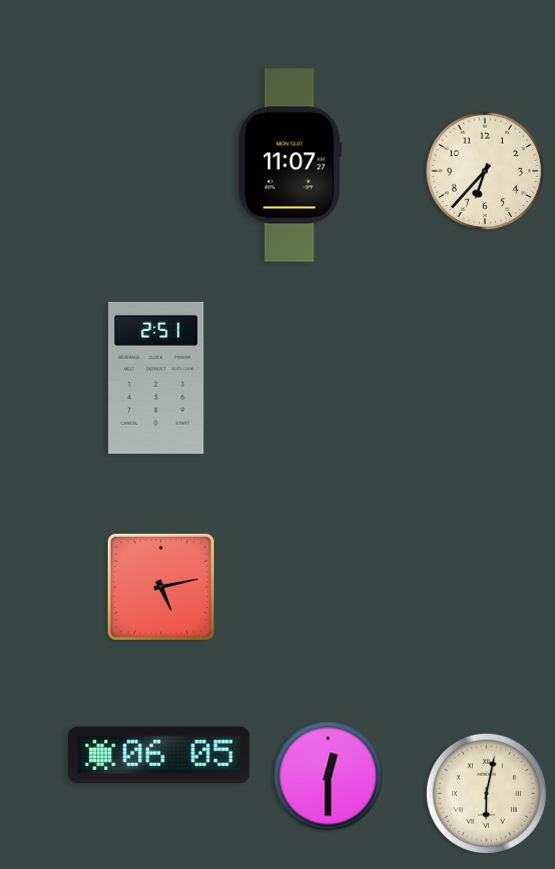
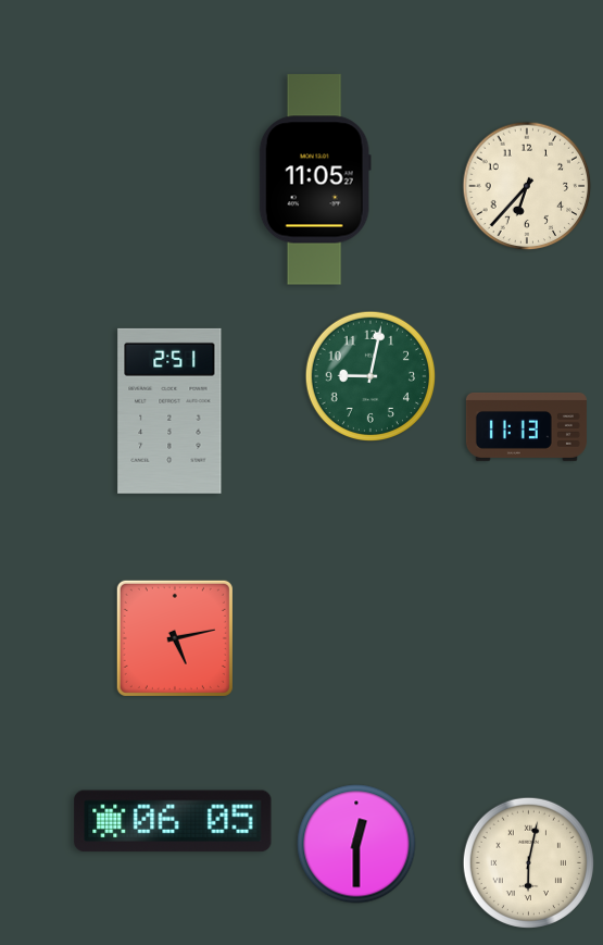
clock at (290, 165): 11:07 -> 11:05
clock at (369, 375): none -> 9:02
clock at (526, 426): none -> 11:13
